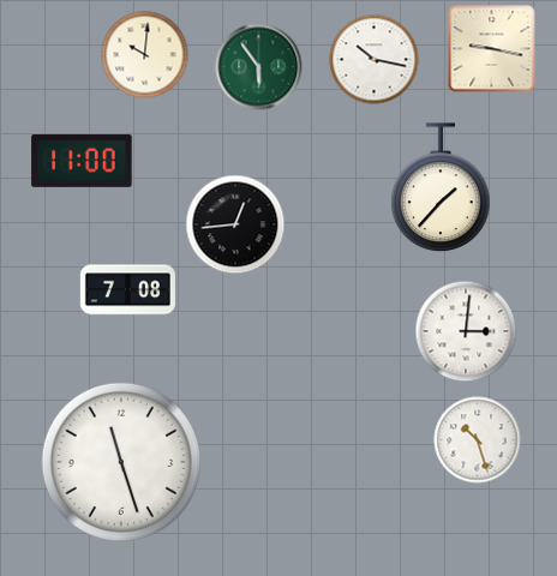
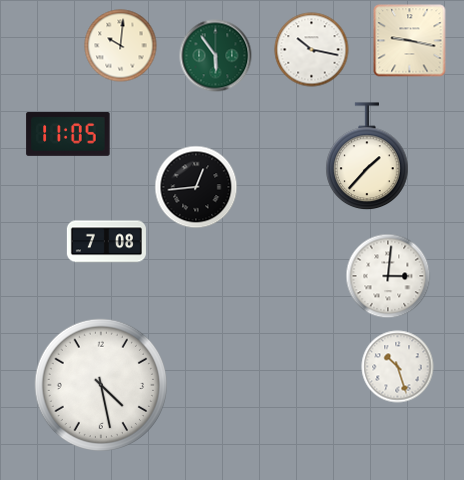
clock at (82, 161): 11:00 -> 11:05
clock at (120, 461): 11:27 -> 4:28
